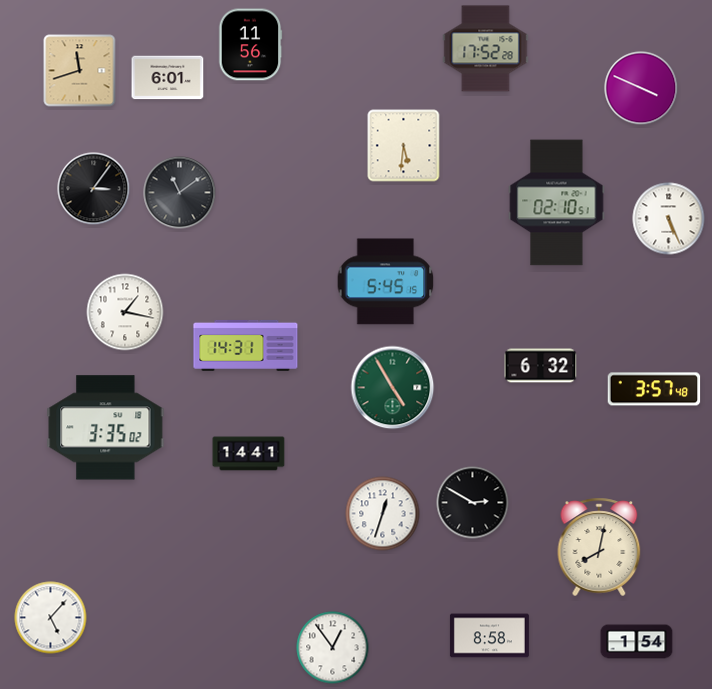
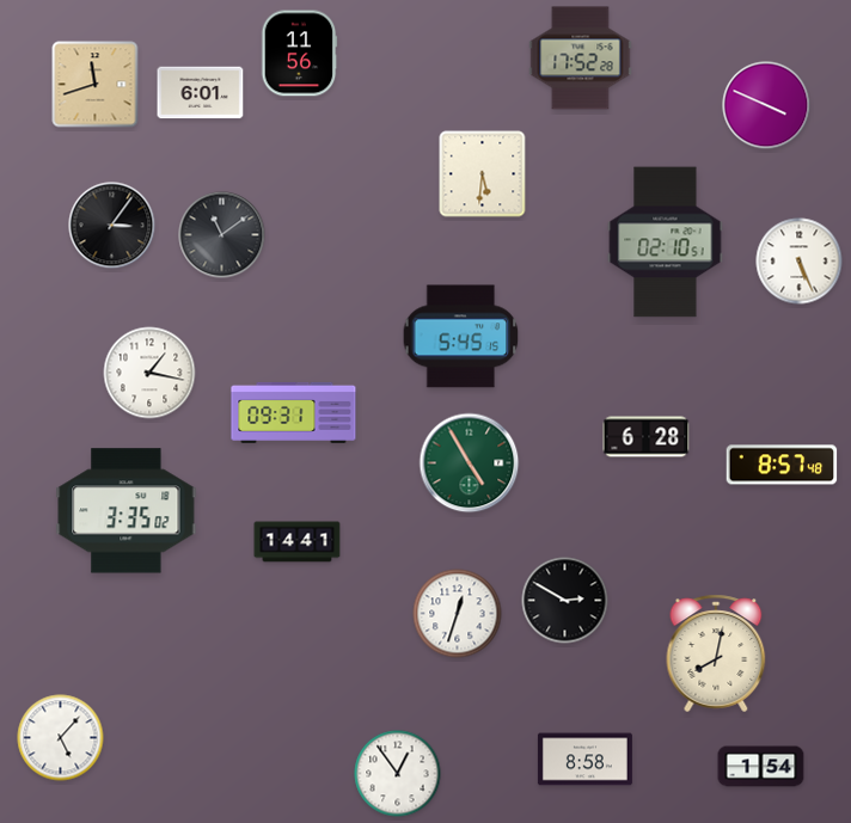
clock at (180, 193) position: (180, 193) -> (222, 235)
clock at (246, 345): 14:31 -> 09:31
clock at (541, 366): 6:32 -> 6:28
clock at (654, 389): 3:57 -> 8:57
